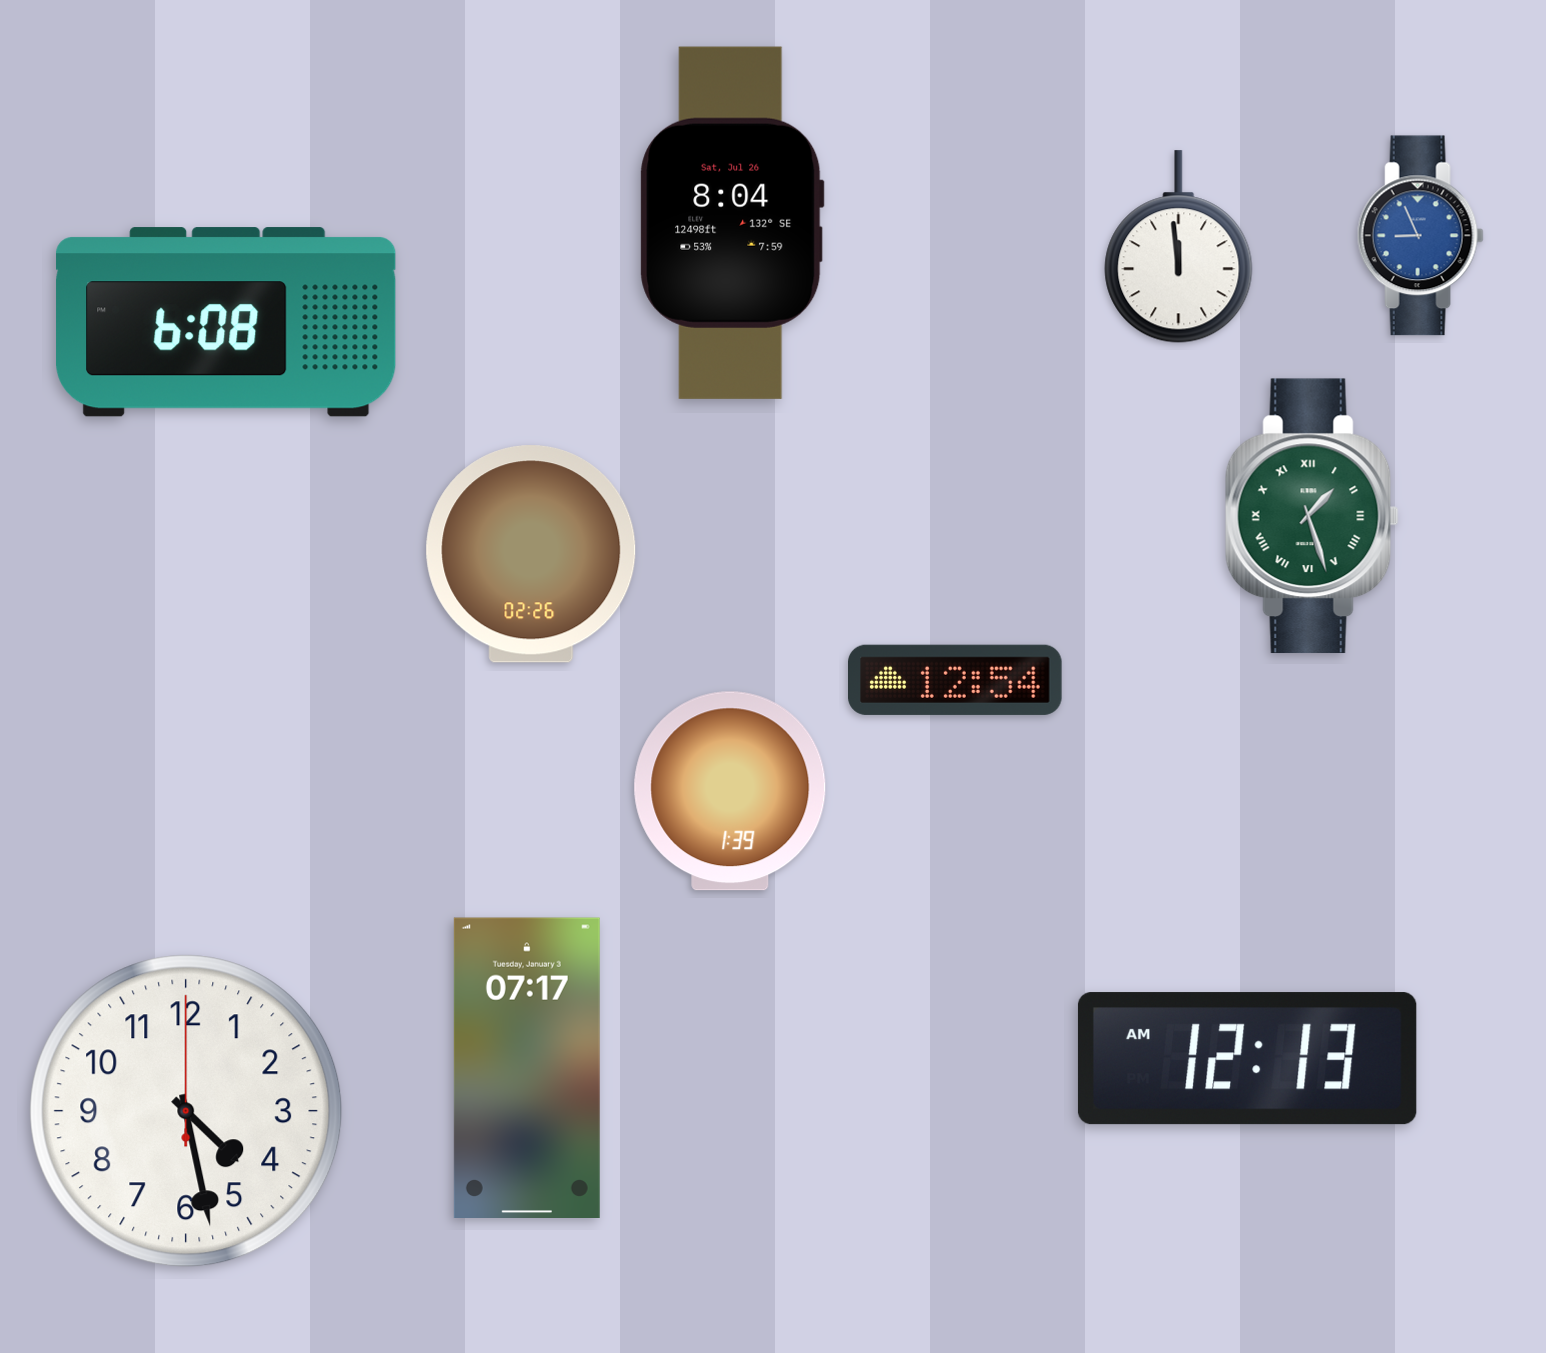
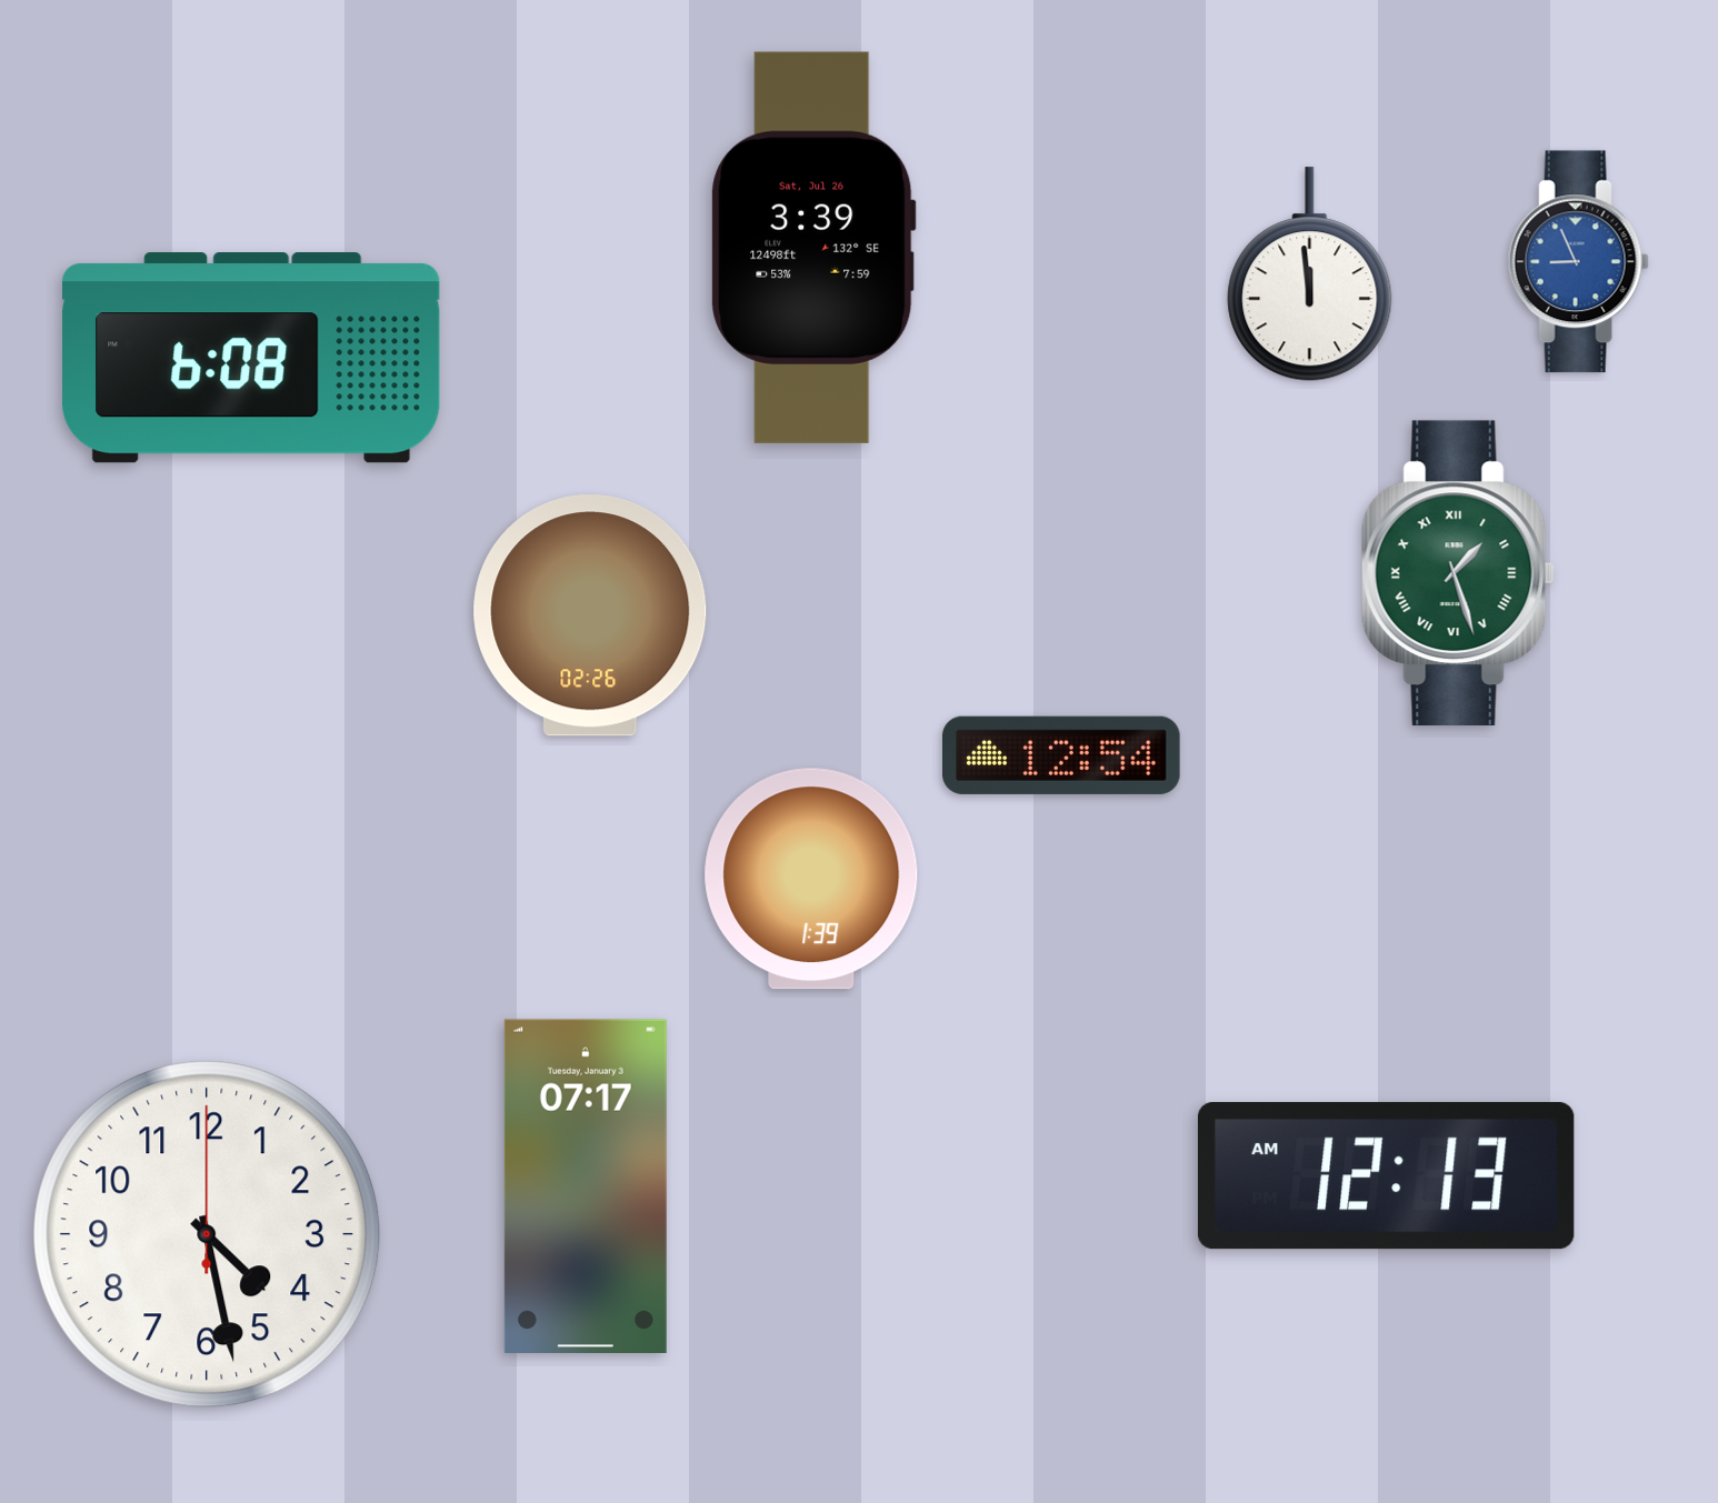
clock at (732, 223): 8:04 -> 3:39
